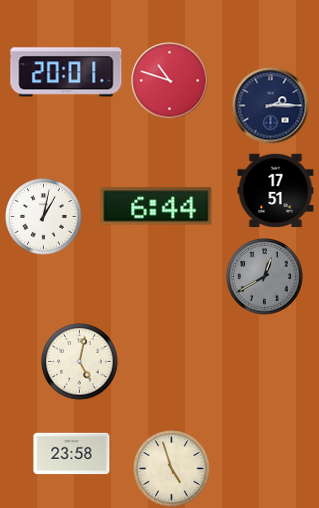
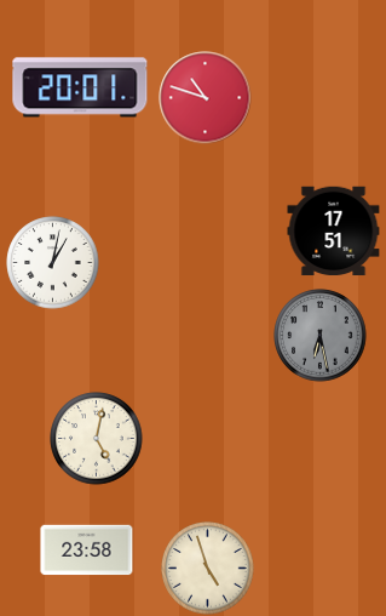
clock at (271, 106): 2:15 -> none
clock at (156, 206): 6:44 -> none
clock at (265, 277): 12:40 -> 6:28
